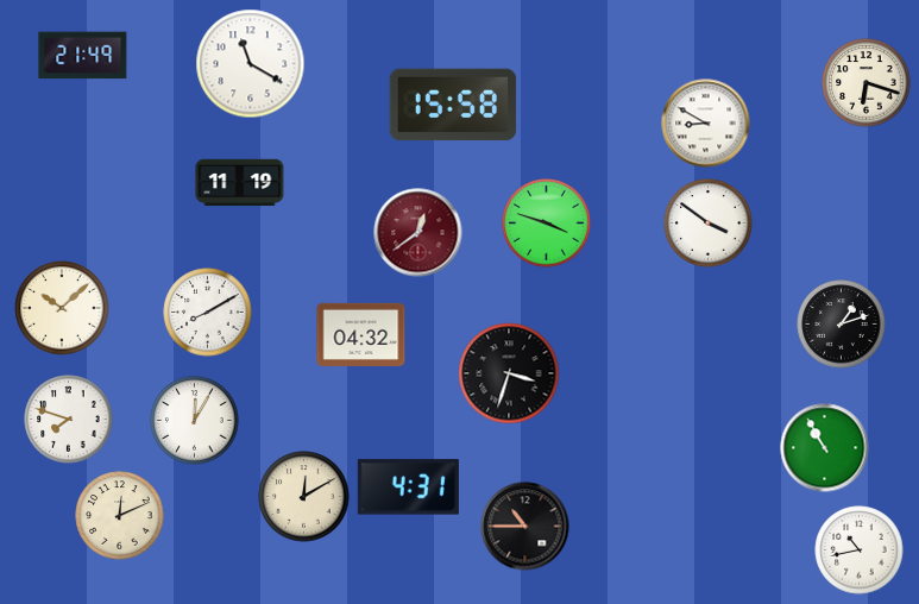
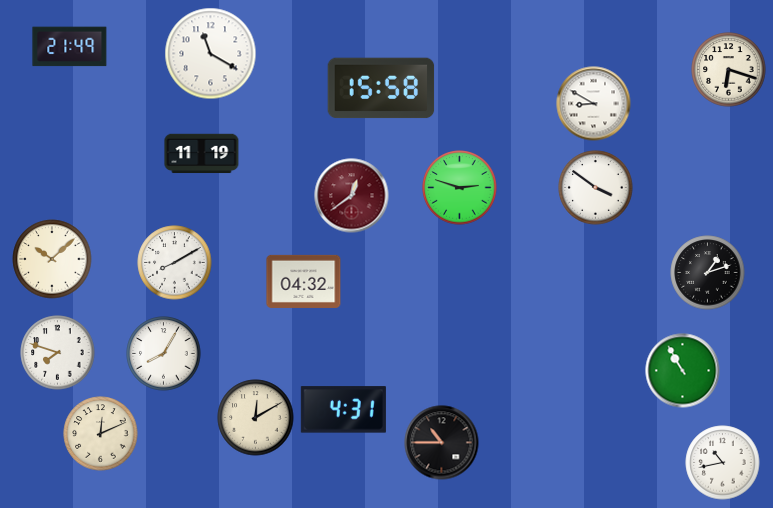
clock at (547, 224): 3:48 -> 2:48
clock at (509, 373): 3:33 -> none
clock at (195, 421): 12:05 -> 8:05
clock at (825, 448) position: (825, 448) -> (683, 371)
